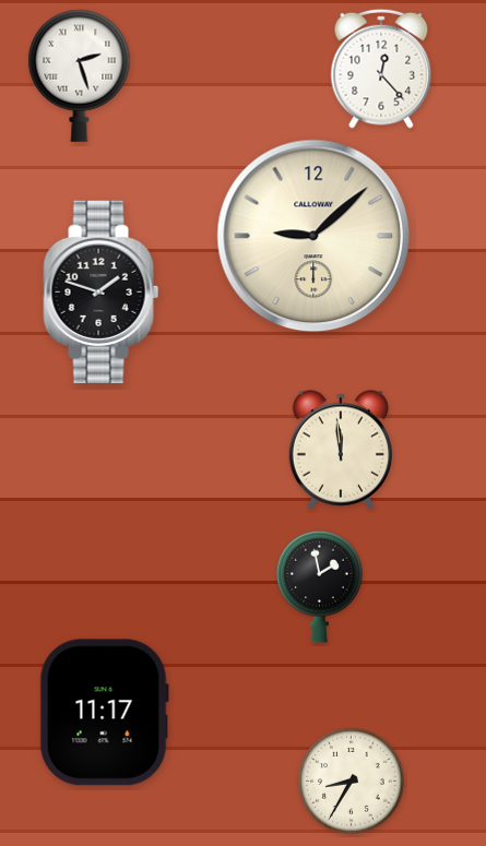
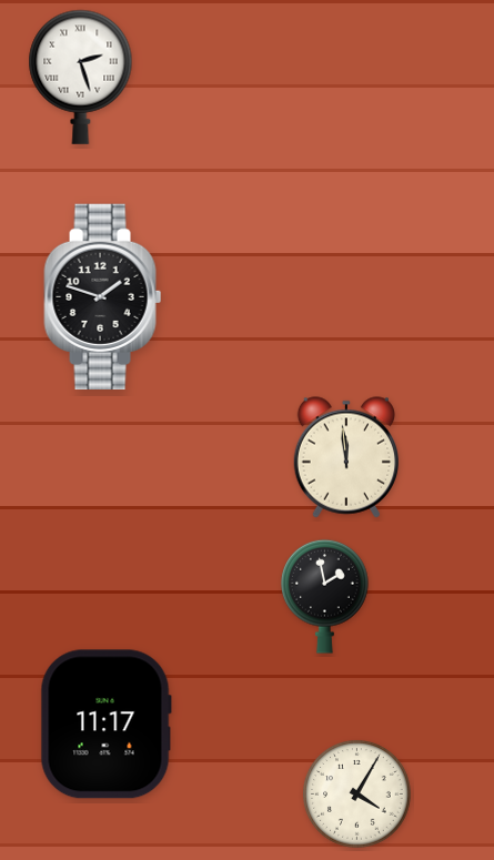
clock at (381, 69): 12:23 -> none
clock at (313, 236): 9:08 -> none
clock at (352, 782): 8:35 -> 4:05
